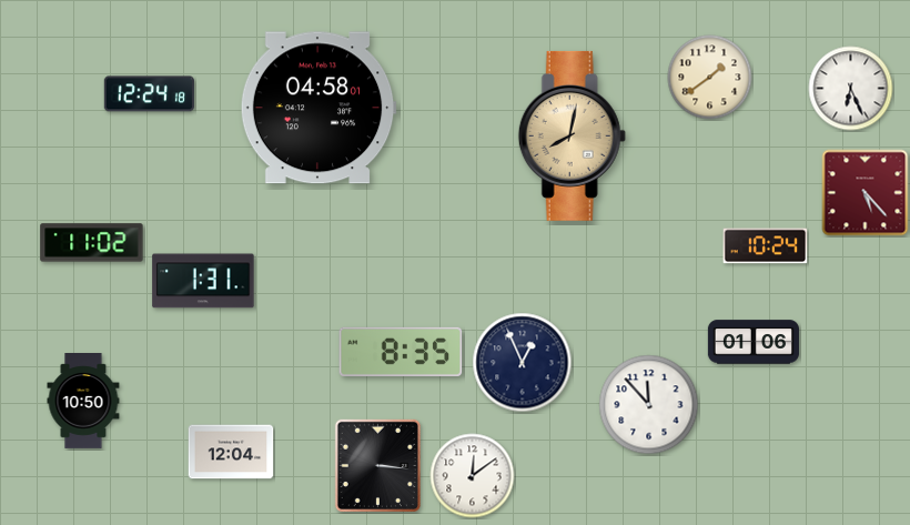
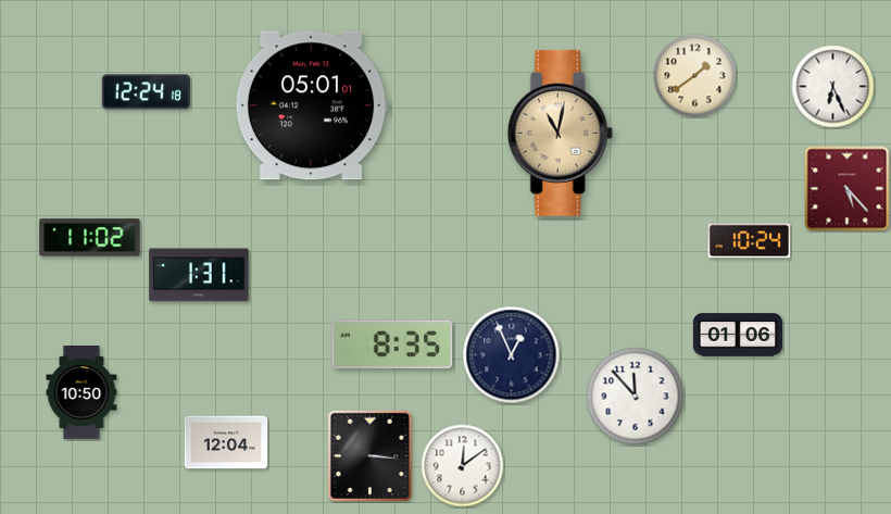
clock at (318, 108): 04:58 -> 05:01
clock at (572, 135): 8:02 -> 11:02
